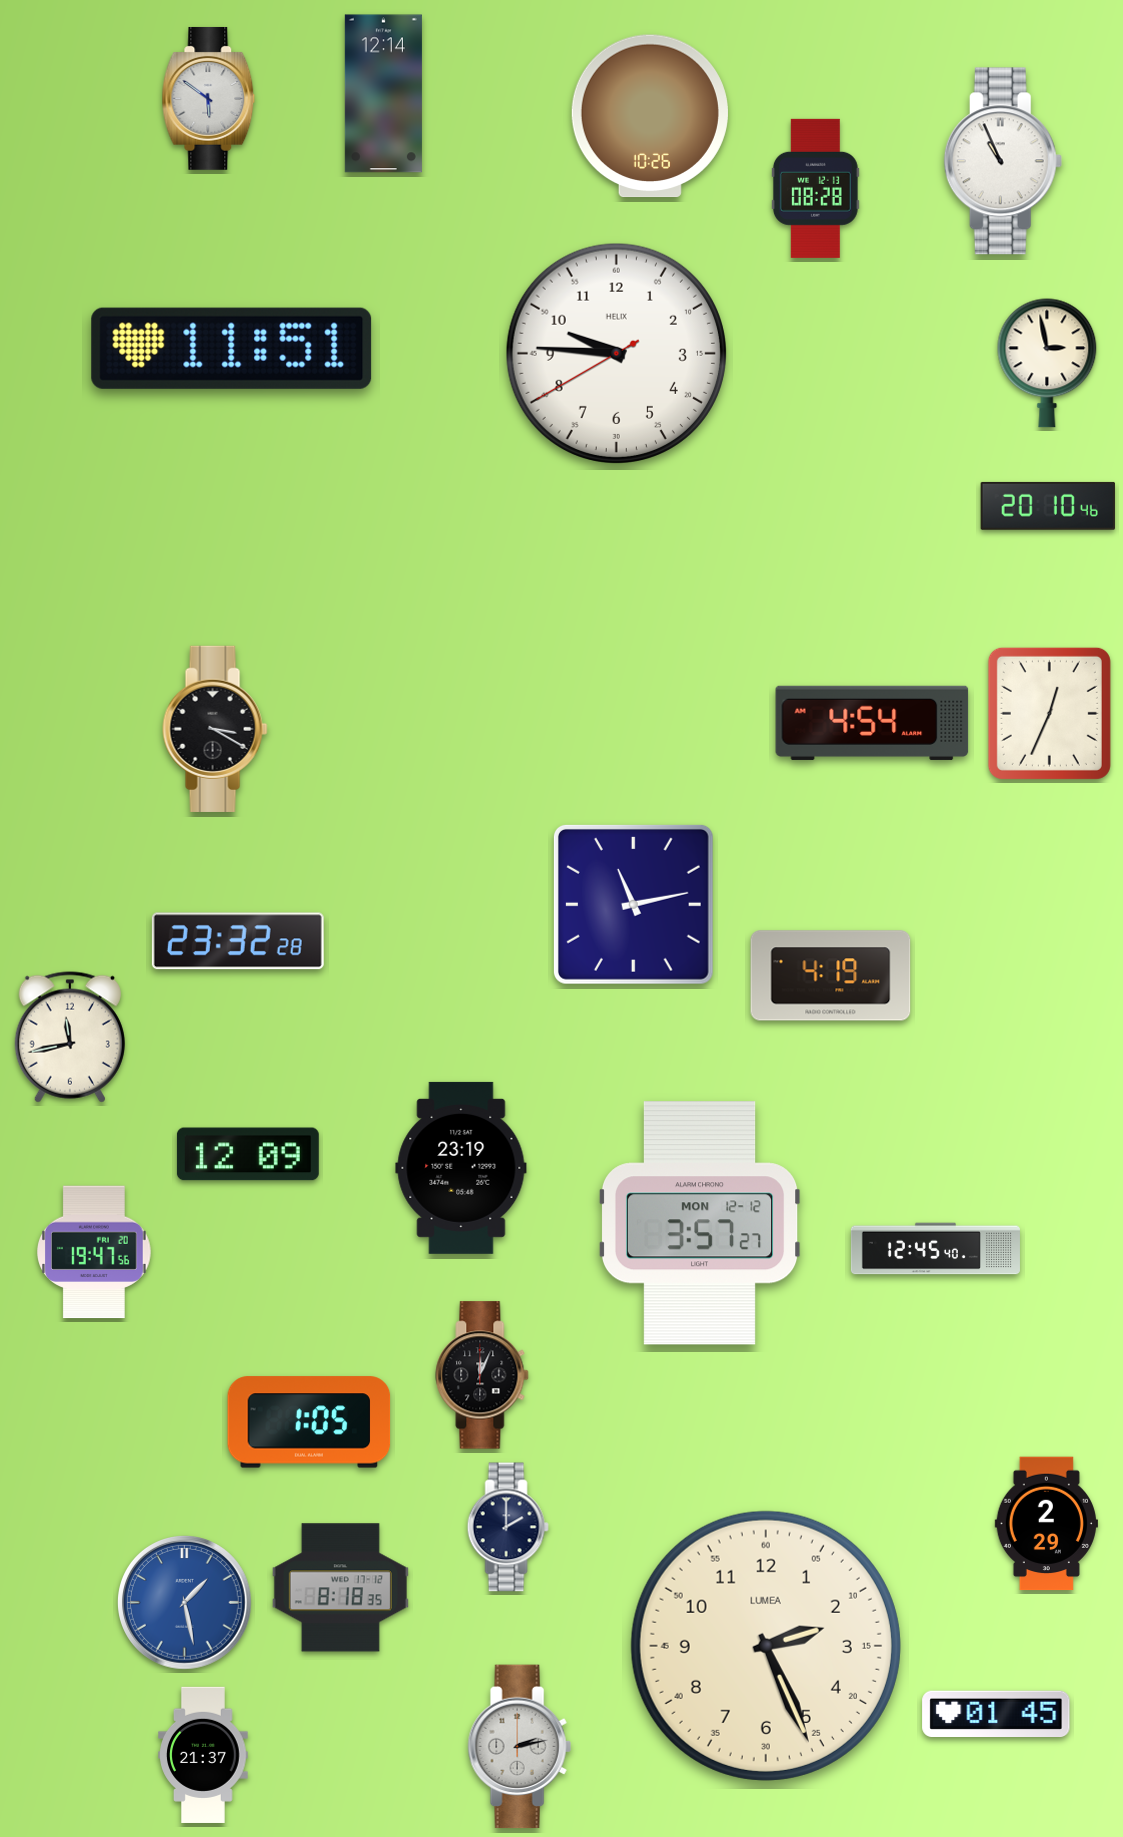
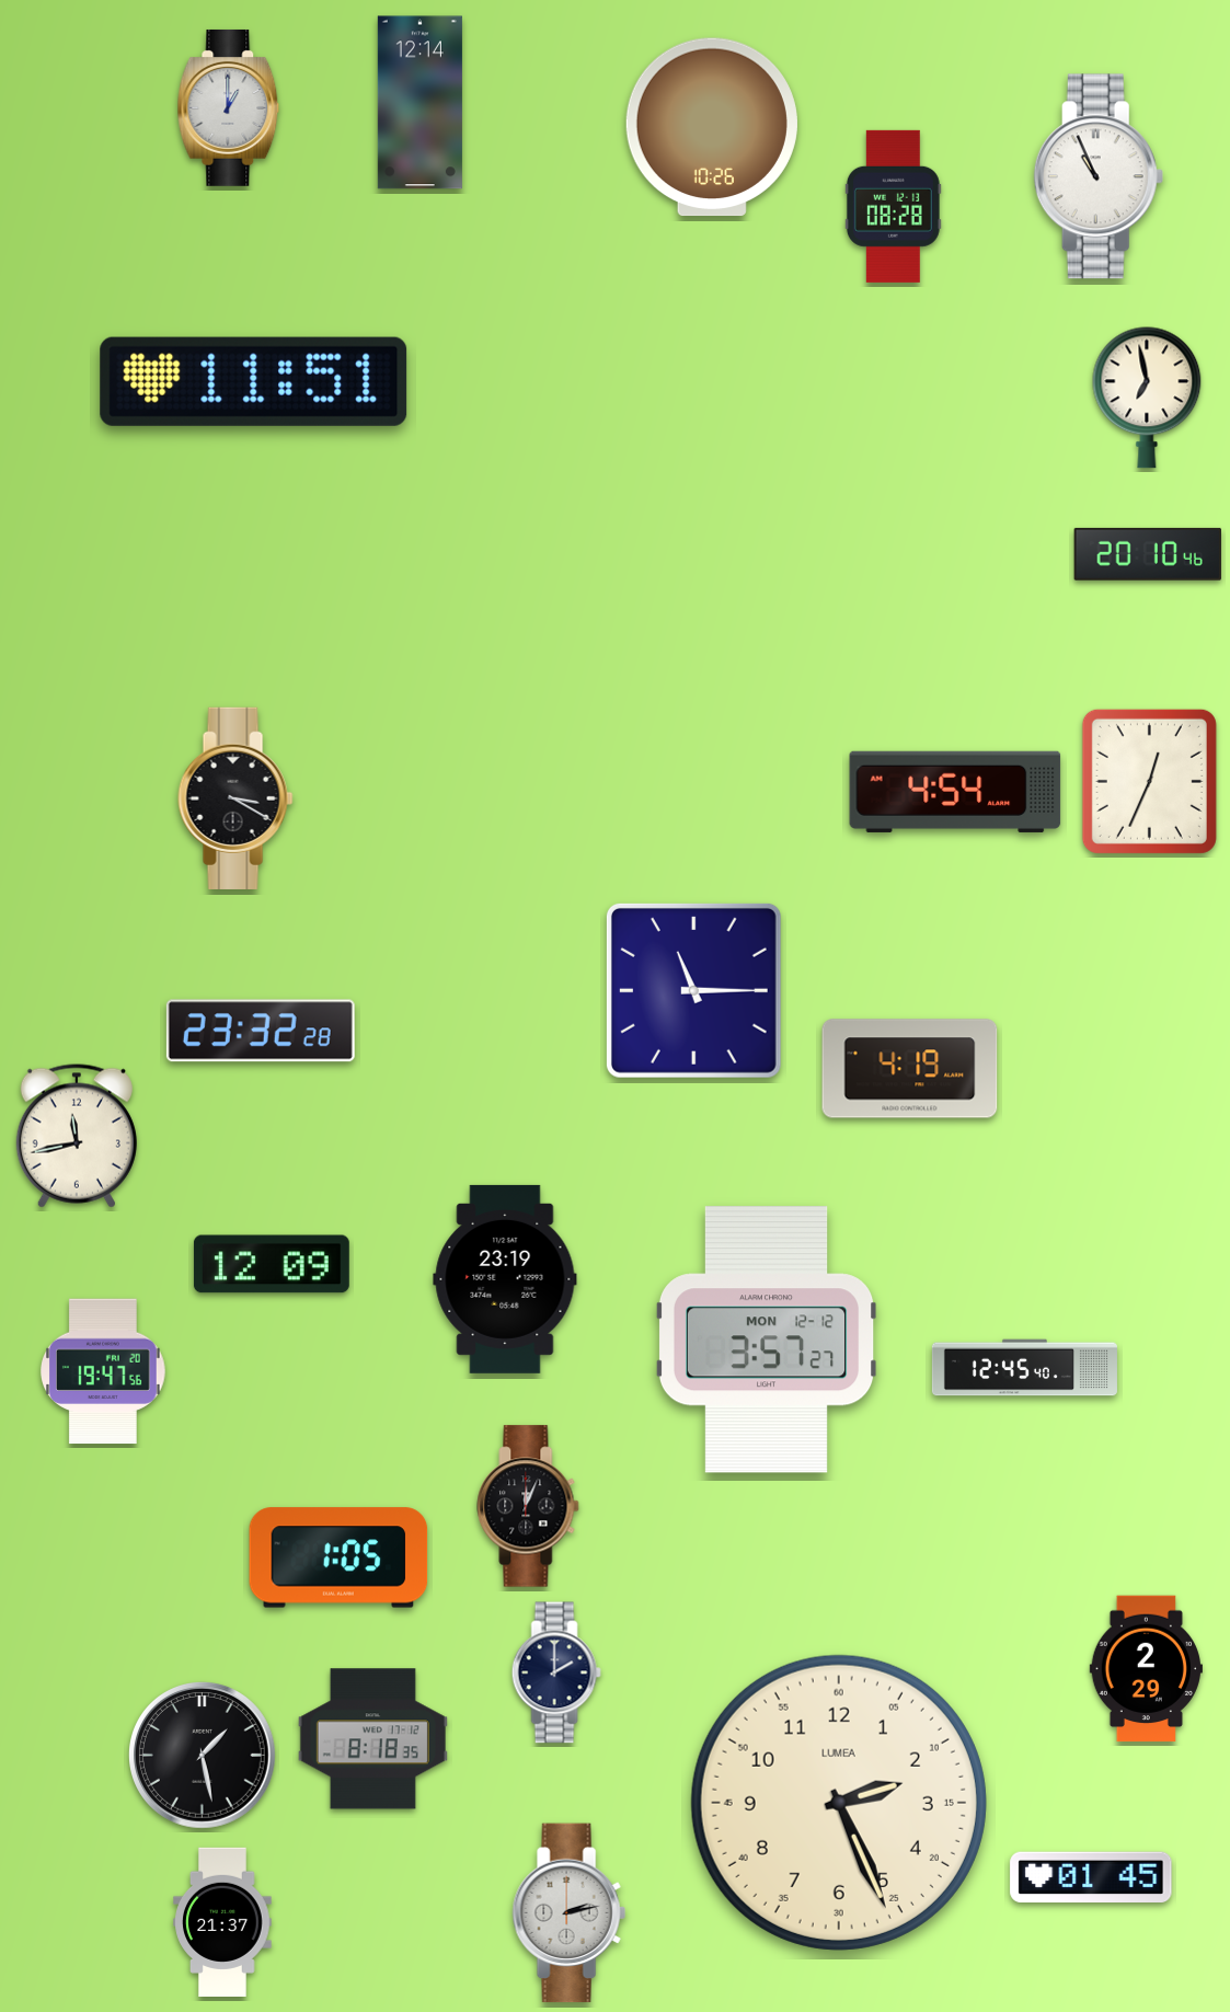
clock at (209, 99): 5:51 -> 1:00
clock at (616, 353): 9:45 -> none
clock at (1047, 363): 2:58 -> 6:58
clock at (633, 904): 11:13 -> 11:15
clock at (185, 1603) dial: blue -> black
